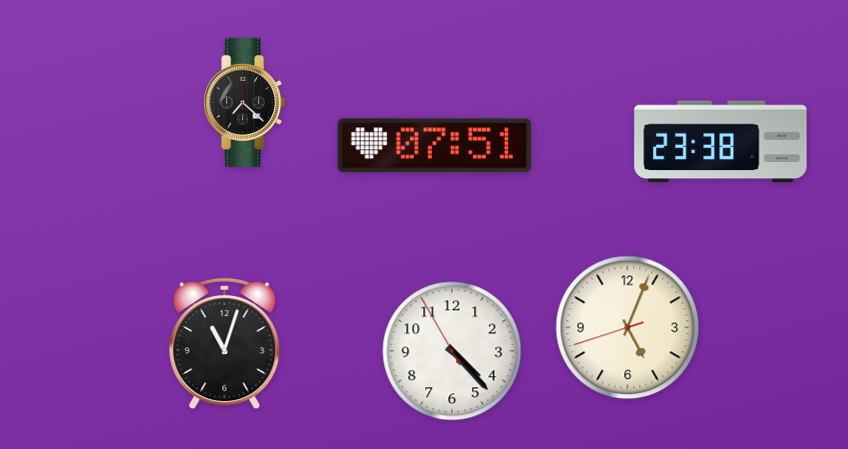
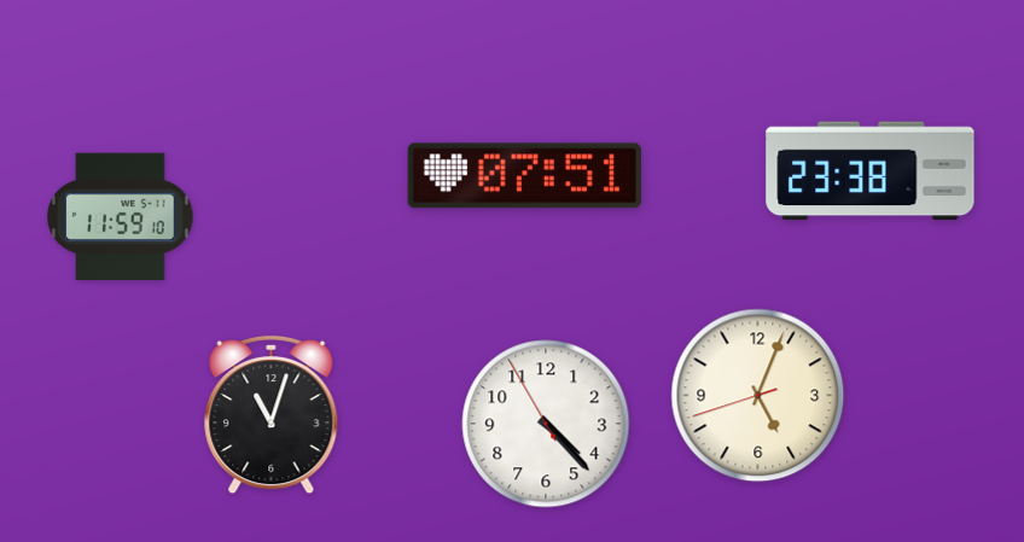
clock at (245, 102): 7:22 -> none
clock at (121, 217): none -> 11:59
